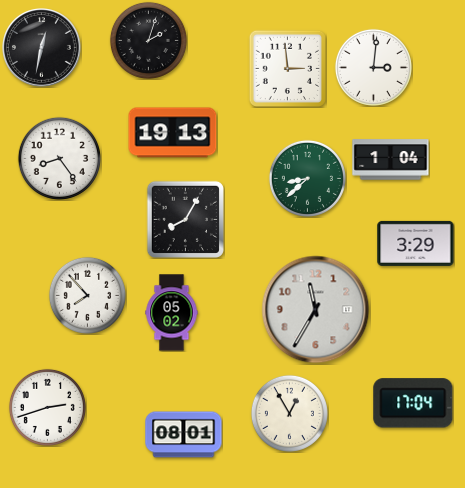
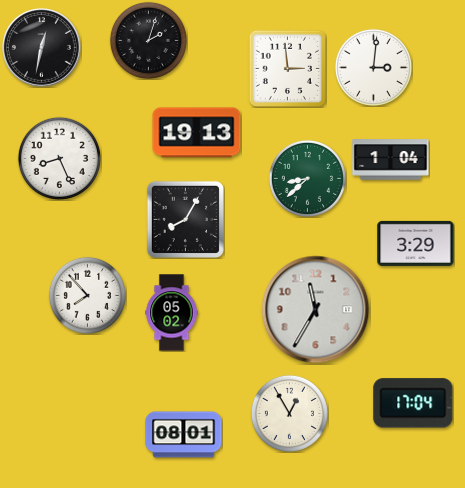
clock at (173, 133) position: (173, 133) -> (197, 133)
clock at (59, 158): 8:24 -> 8:26
clock at (47, 407): 2:42 -> none
